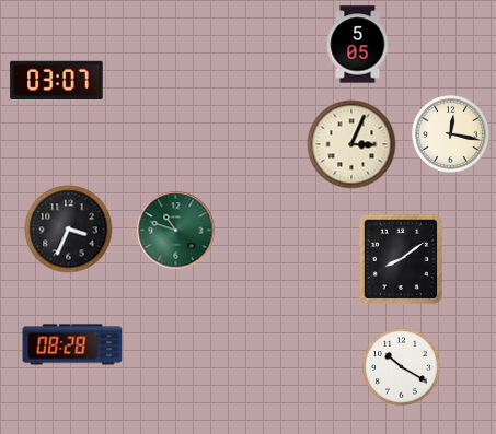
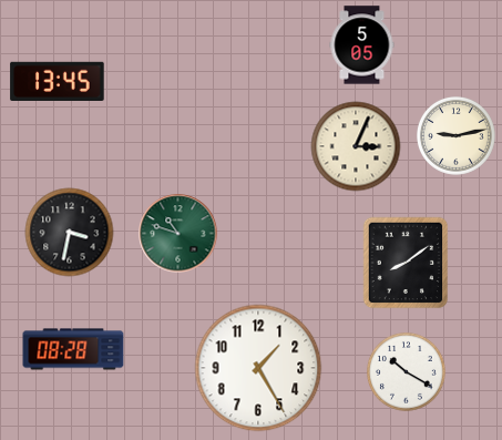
clock at (57, 80): 03:07 -> 13:45
clock at (451, 134): 12:17 -> 9:13
clock at (69, 230): 3:34 -> 3:32
clock at (258, 368): none -> 1:25
